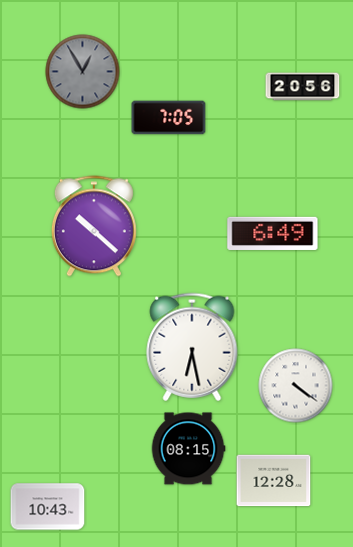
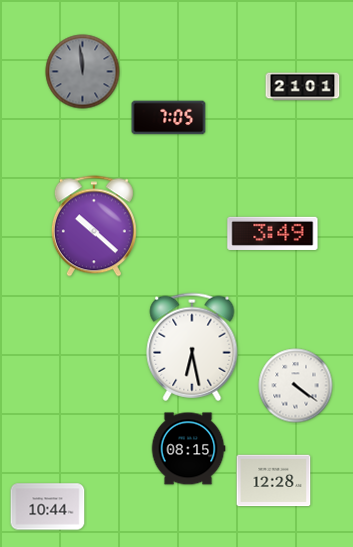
clock at (83, 72): 12:55 -> 11:59
clock at (303, 87): 20:56 -> 21:01
clock at (273, 233): 6:49 -> 3:49
clock at (48, 507): 10:43 -> 10:44
